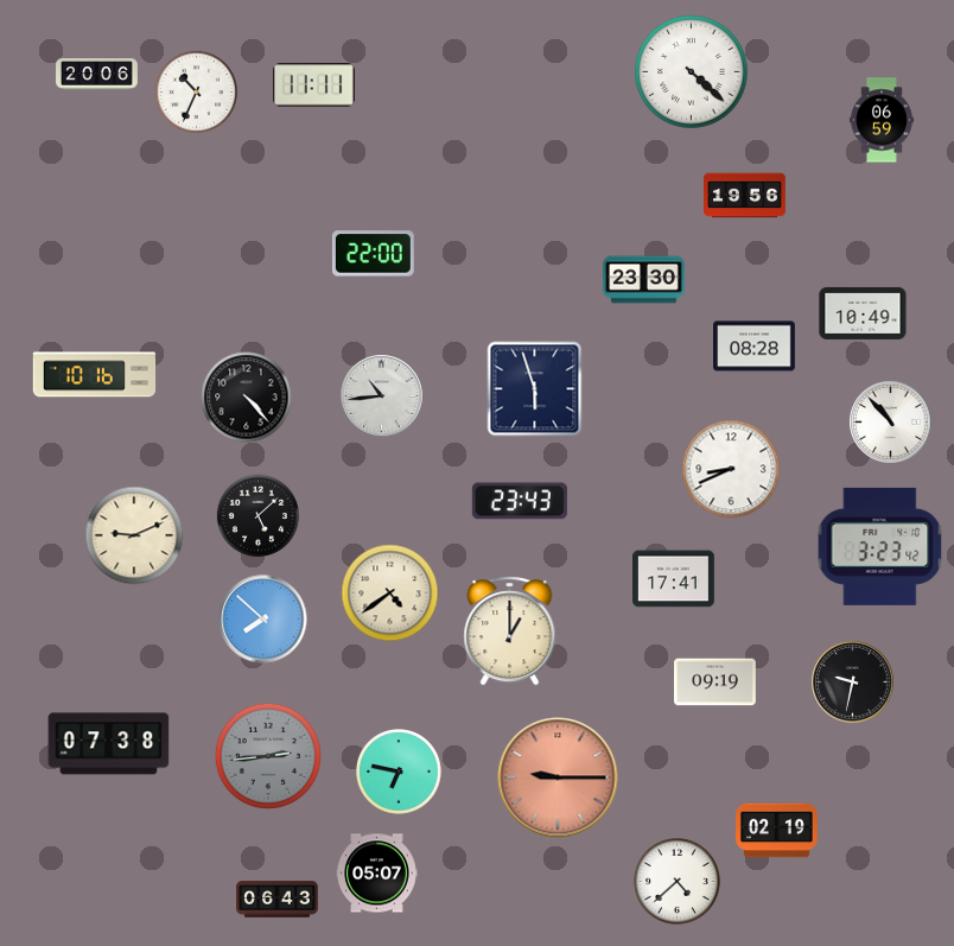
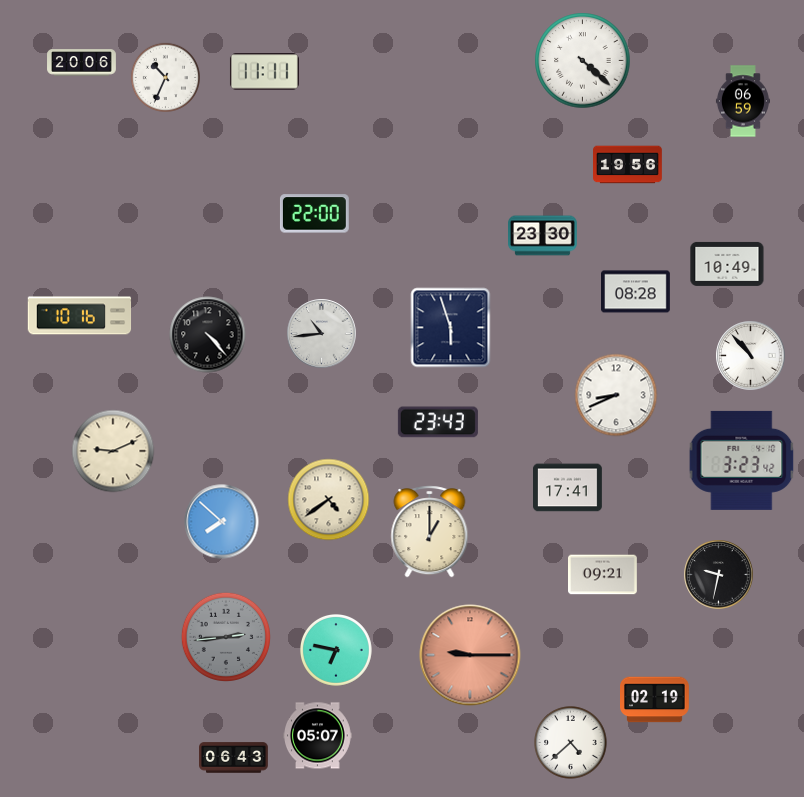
clock at (257, 515): 5:08 -> none
clock at (715, 682): 09:19 -> 09:21
clock at (109, 744): 07:38 -> none
